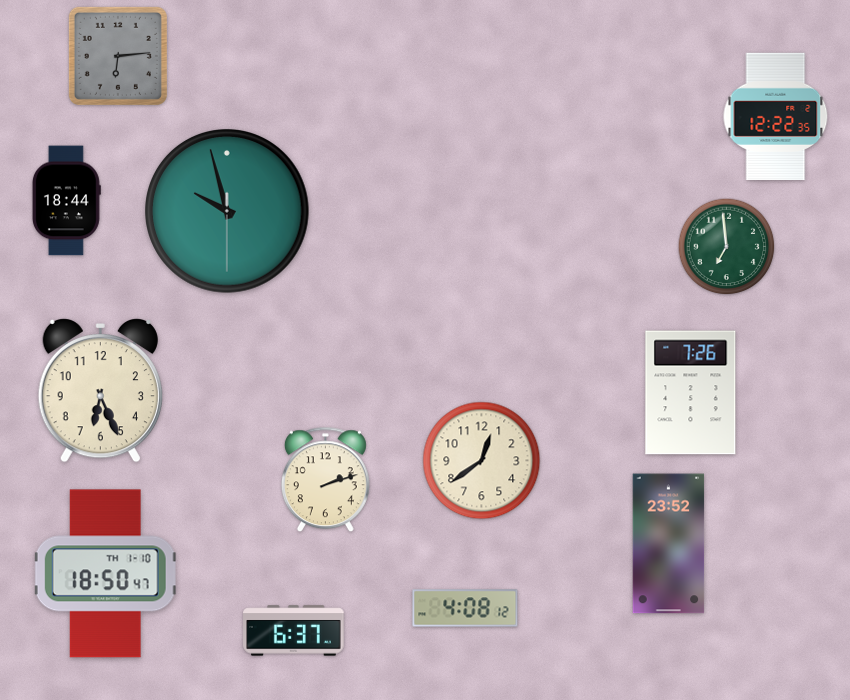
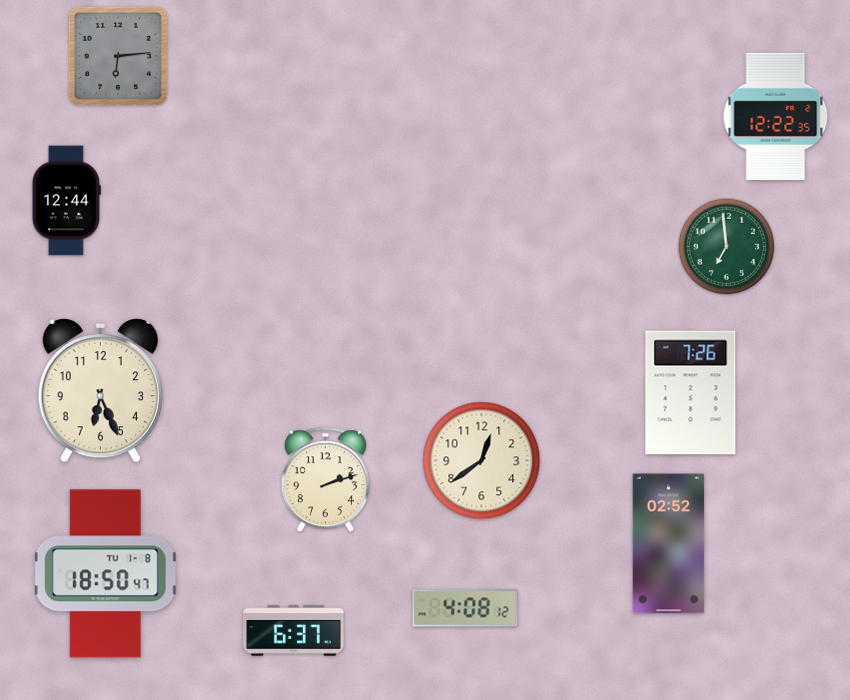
clock at (66, 201): 18:44 -> 12:44
clock at (228, 212): 9:57 -> none
clock at (669, 544): 23:52 -> 02:52
clock at (105, 574) date: TH 1-10 -> TU 1-8
